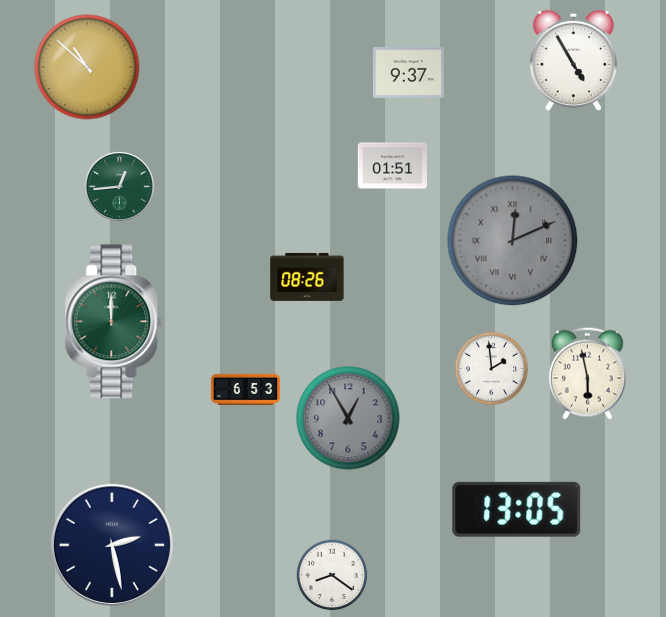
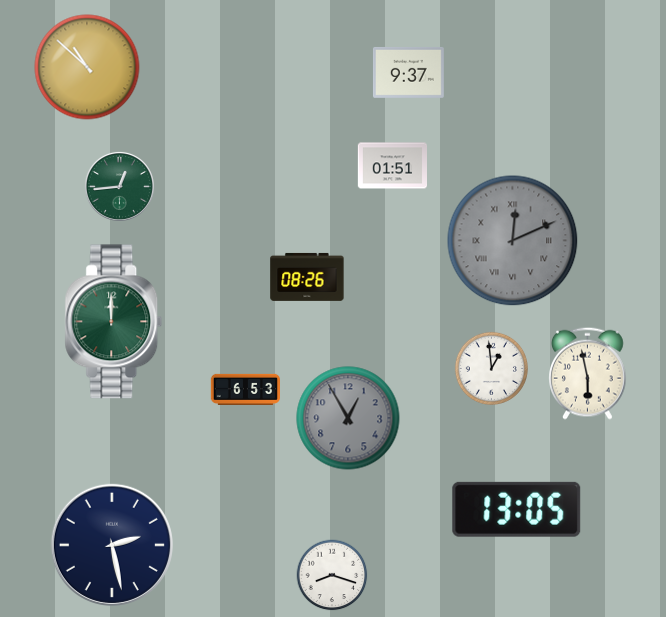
clock at (573, 61): 4:55 -> none
clock at (491, 368): 1:59 -> 12:59
clock at (332, 575): 8:21 -> 8:18
